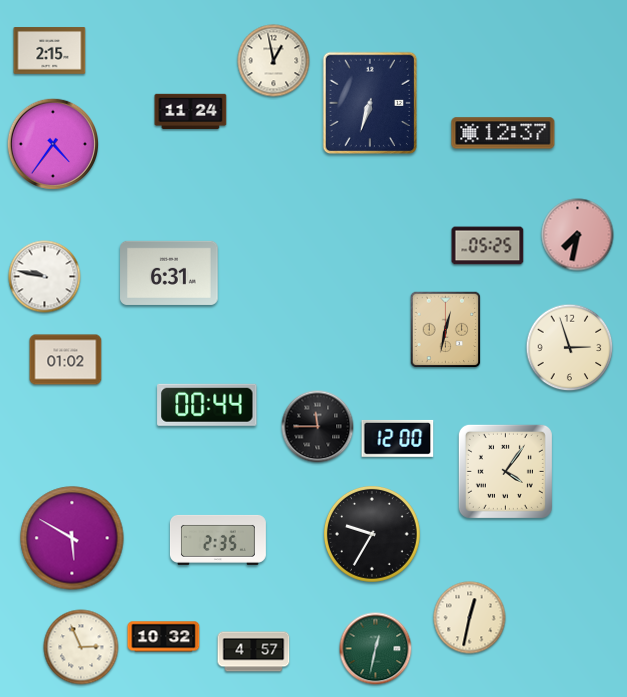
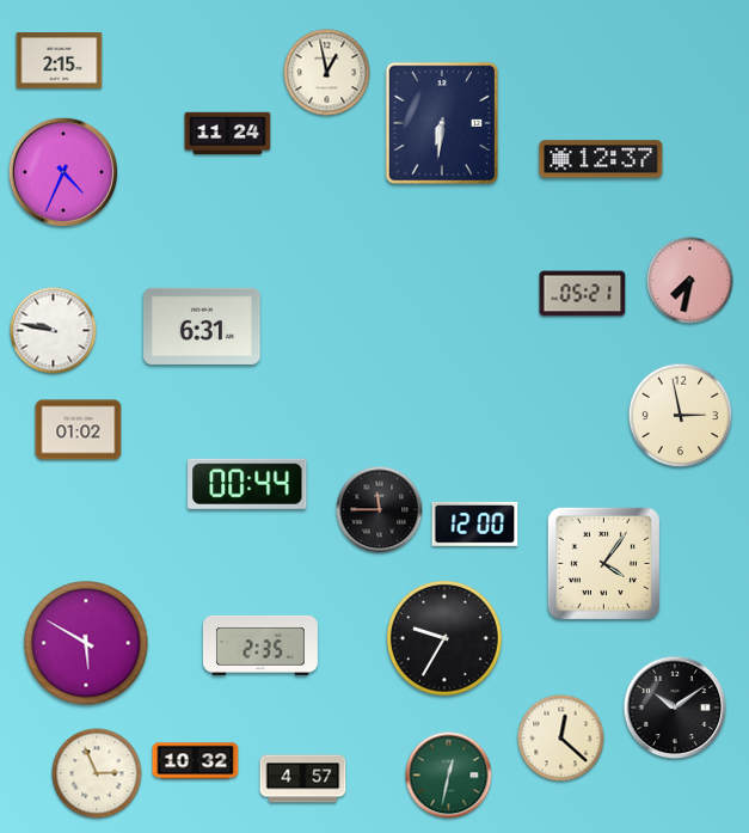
clock at (369, 103): 6:33 -> 6:31
clock at (52, 143): 4:36 -> 4:34
clock at (488, 246): 05:25 -> 05:21
clock at (446, 330): 12:32 -> none
clock at (570, 348): 2:57 -> 2:58
clock at (675, 708): none -> 10:09
clock at (470, 618): 12:32 -> 12:22
